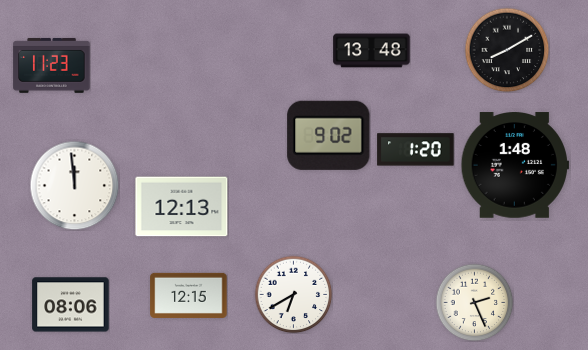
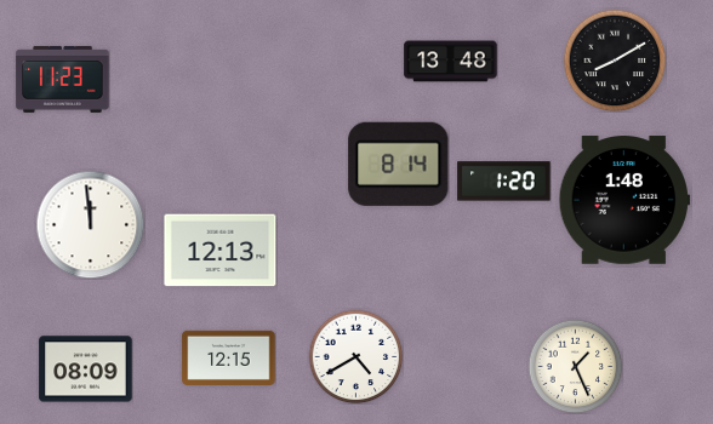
clock at (329, 135): 9:02 -> 8:14
clock at (293, 294): 6:40 -> 4:40
clock at (474, 302): 2:26 -> 1:26
clock at (71, 305): 08:06 -> 08:09
